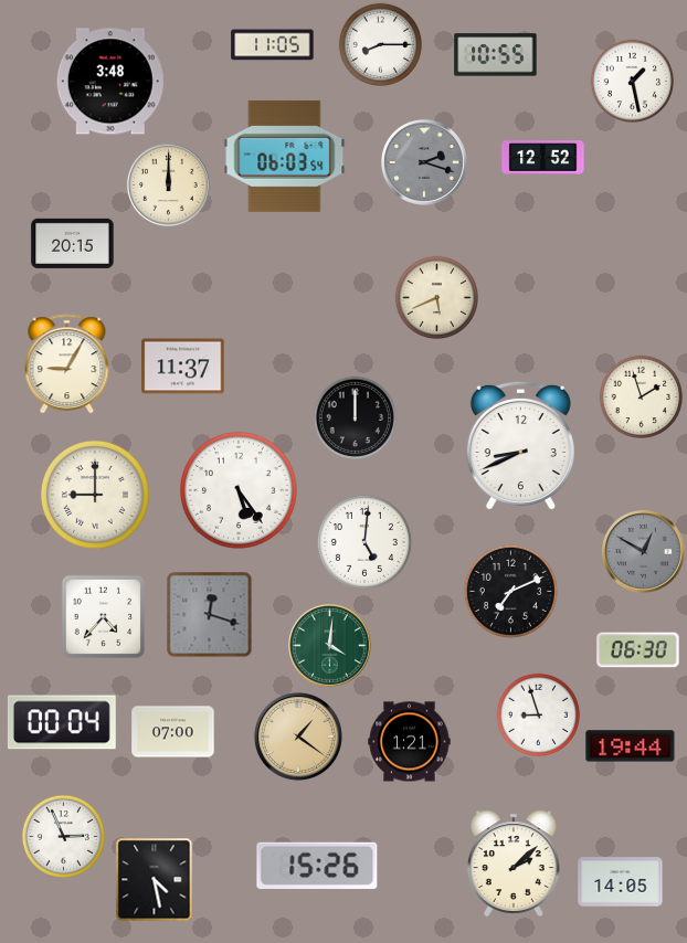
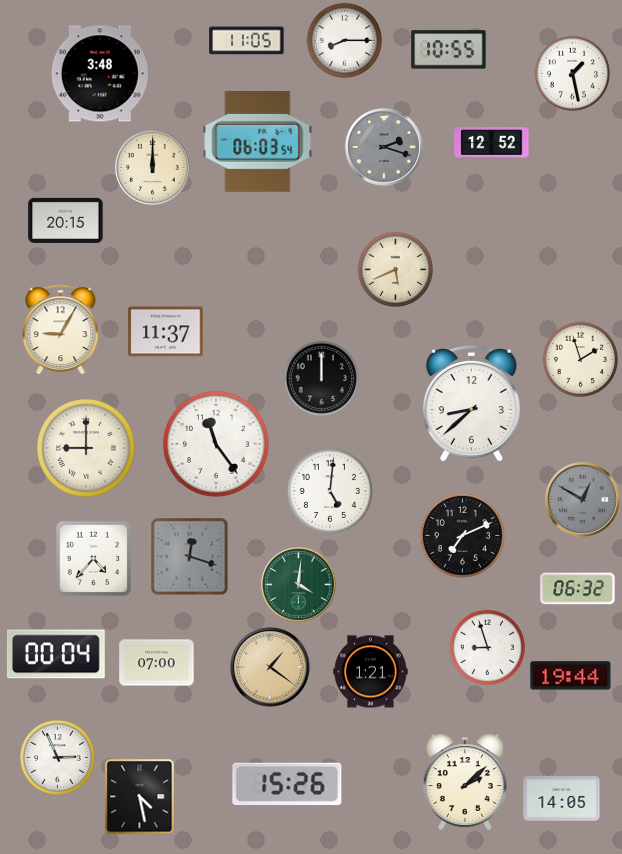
clock at (520, 446): 8:41 -> 8:38
clock at (239, 490): 5:24 -> 11:24
clock at (638, 650): 06:30 -> 06:32
